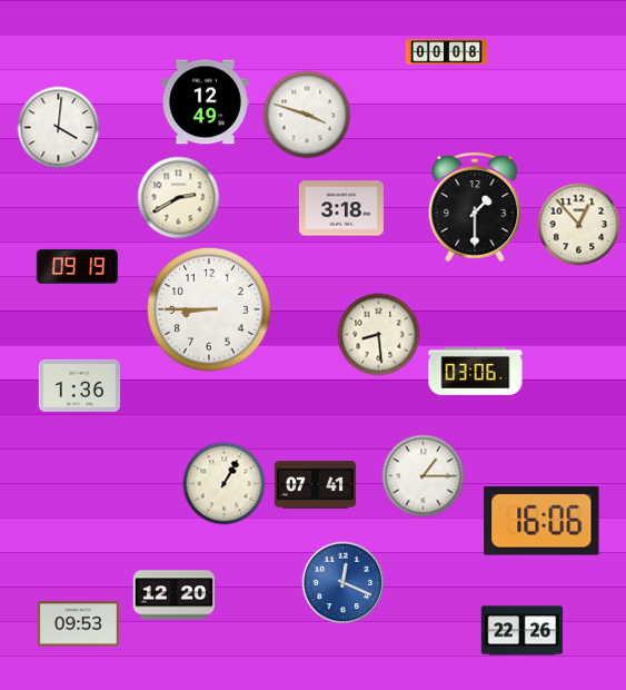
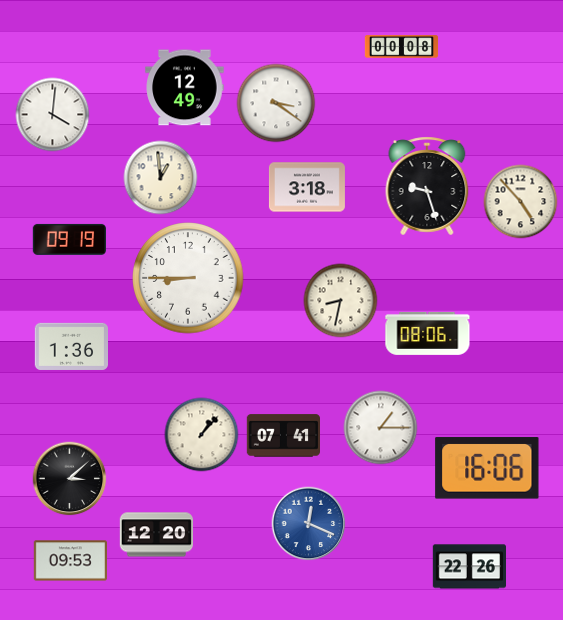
clock at (206, 102) position: (206, 102) -> (185, 88)
clock at (307, 115): 3:48 -> 3:21
clock at (179, 198): 2:40 -> 12:59
clock at (475, 207): 1:30 -> 9:27
clock at (579, 225): 12:53 -> 4:53
clock at (379, 335): 8:29 -> 8:32
clock at (476, 371): 03:06 -> 08:06
clock at (225, 484): 1:05 -> 1:07
clock at (70, 479): none -> 3:08
